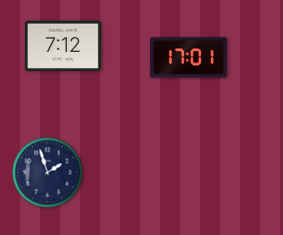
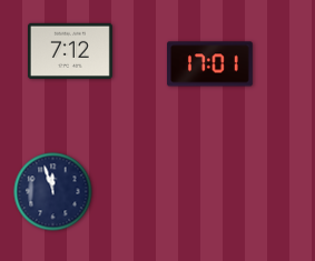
clock at (48, 173): 1:57 -> 11:57
